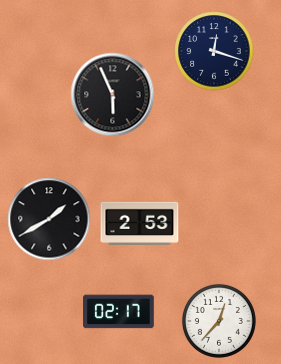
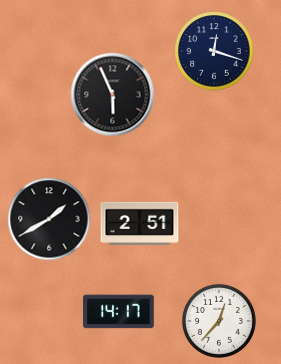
clock at (140, 223): 2:53 -> 2:51
clock at (119, 312): 02:17 -> 14:17
